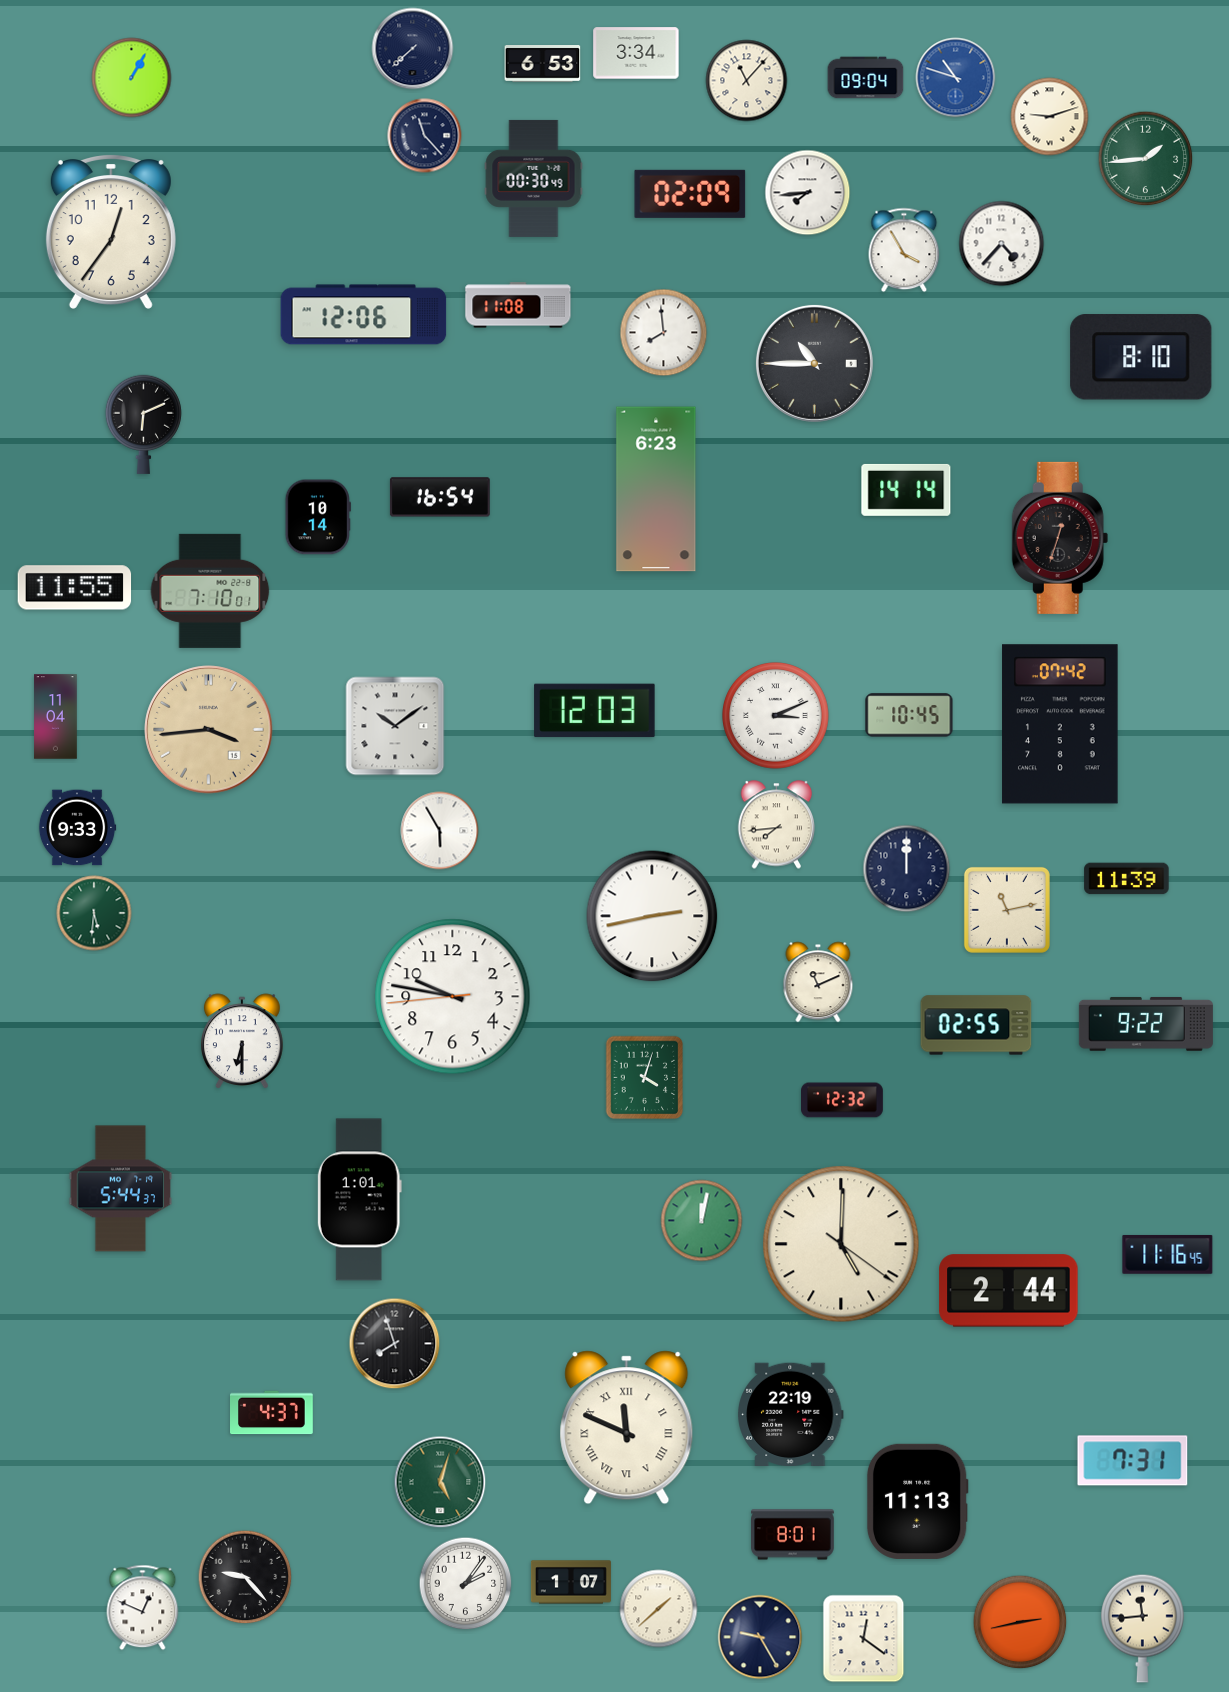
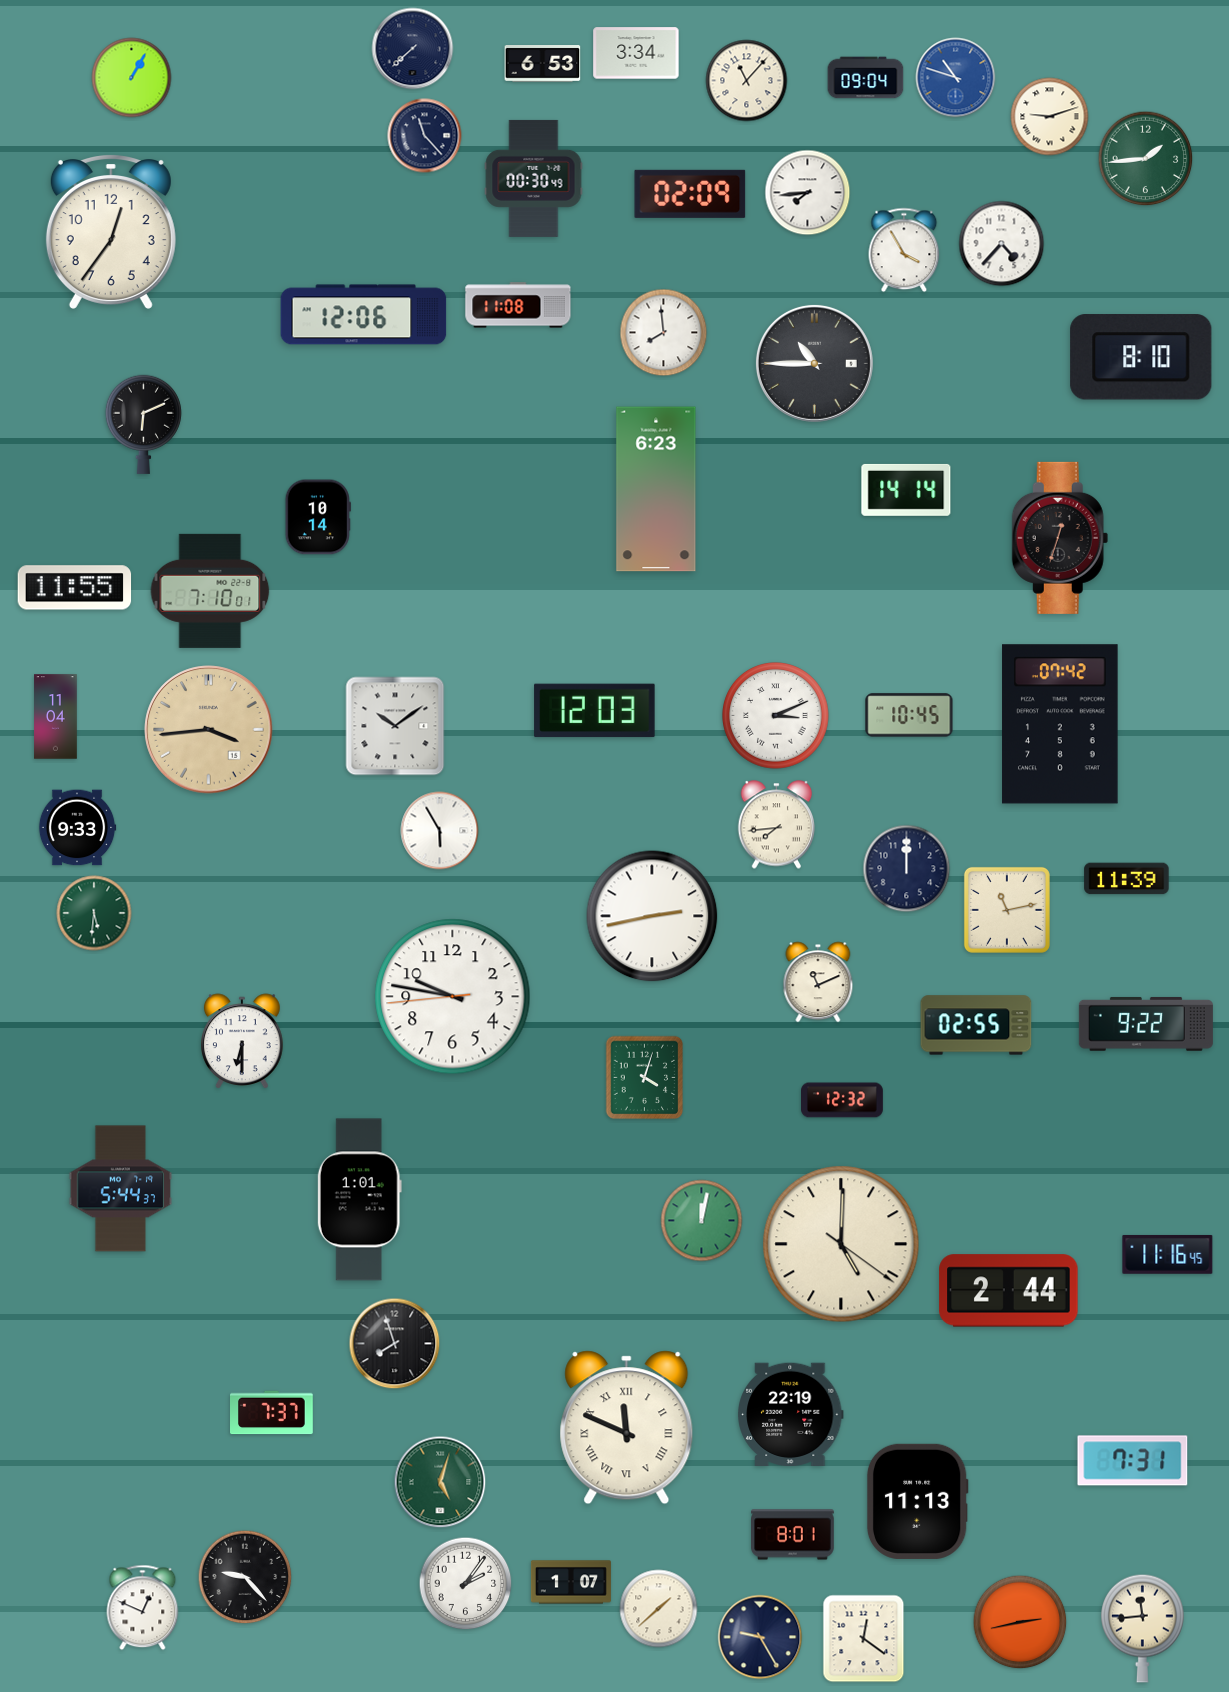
clock at (440, 497): 16:54 -> none
clock at (272, 1413): 4:37 -> 7:37
